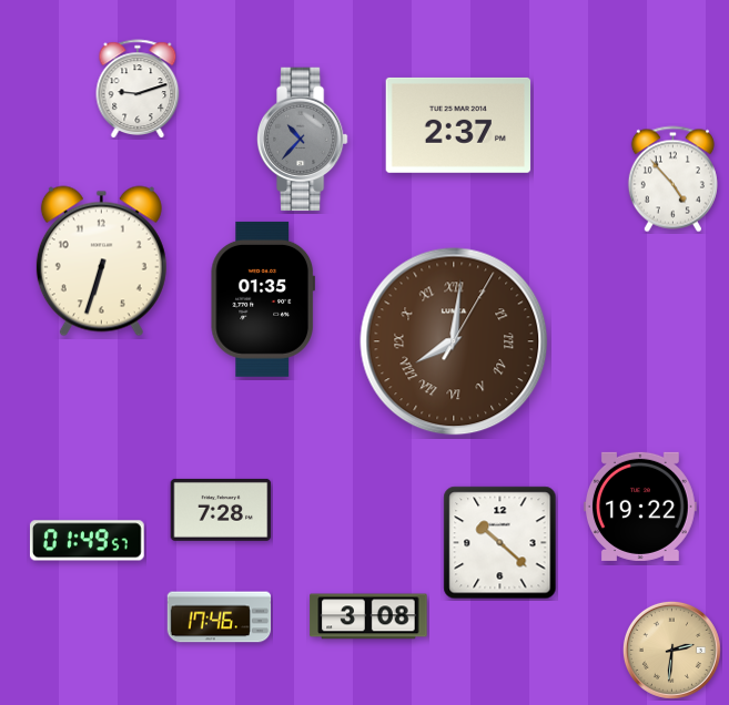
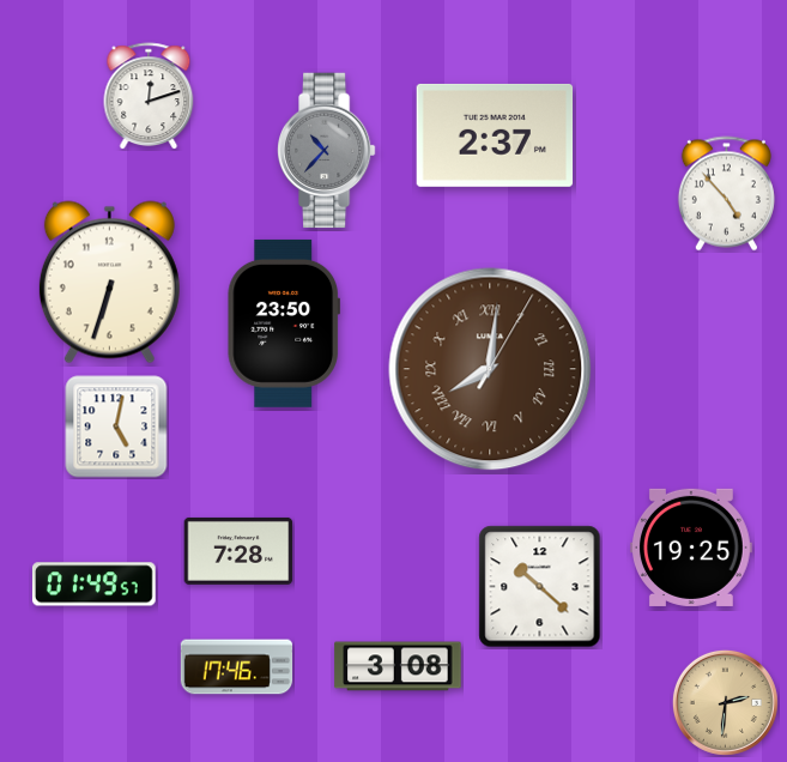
clock at (138, 89): 9:12 -> 12:12
clock at (263, 299): 01:35 -> 23:50
clock at (116, 427): none -> 5:02
clock at (640, 507): 19:22 -> 19:25
